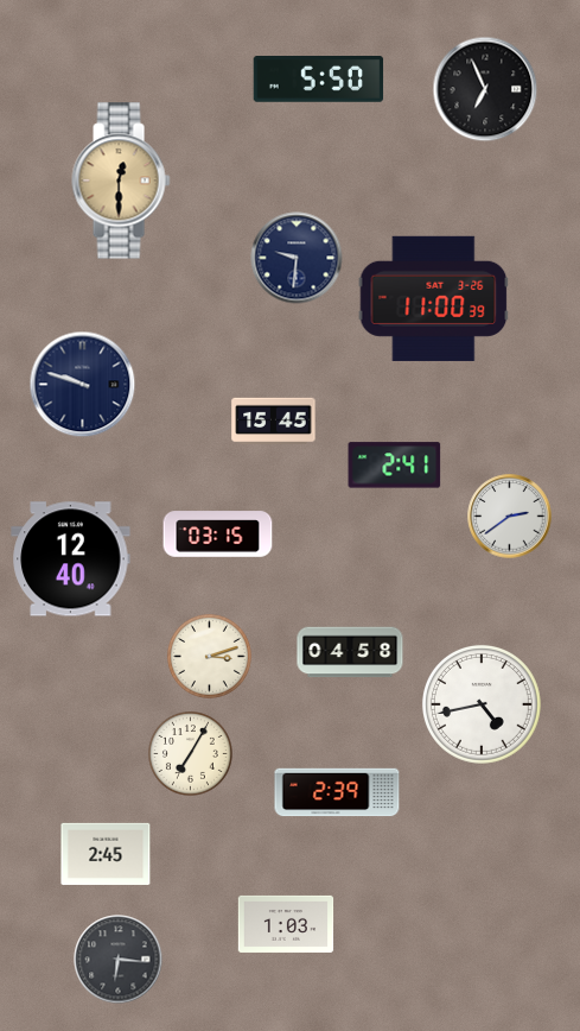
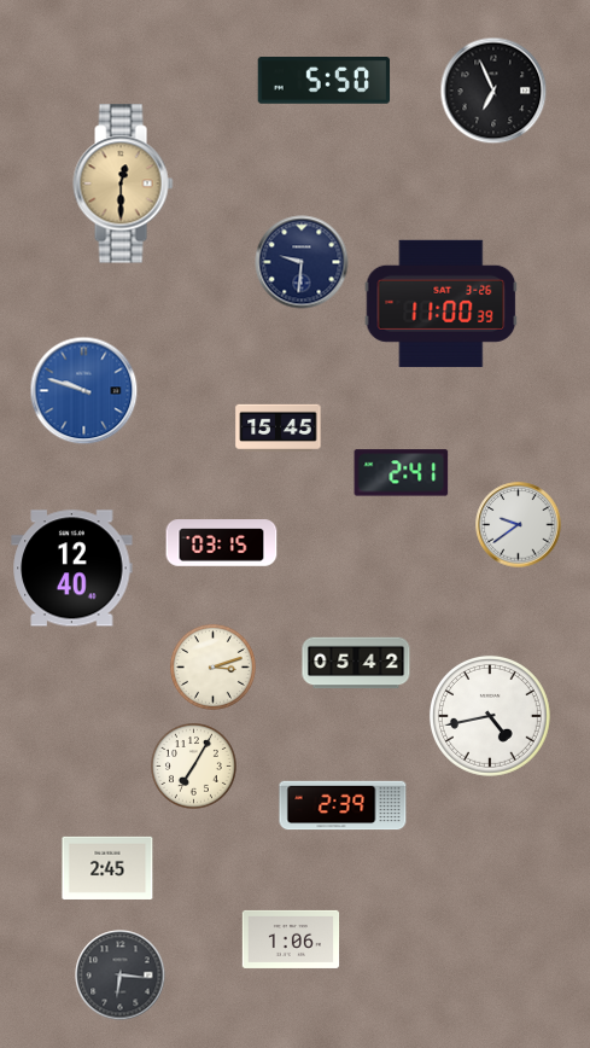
clock at (83, 385) dial: navy -> blue
clock at (510, 517): 2:39 -> 9:39
clock at (350, 652): 04:58 -> 05:42
clock at (286, 924): 1:03 -> 1:06
